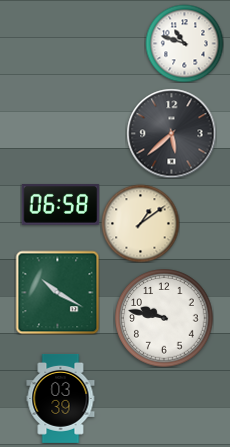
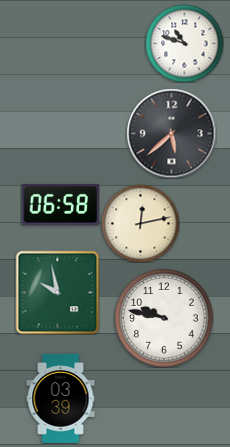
clock at (140, 223): 1:09 -> 12:13
clock at (57, 292): 10:20 -> 9:58
